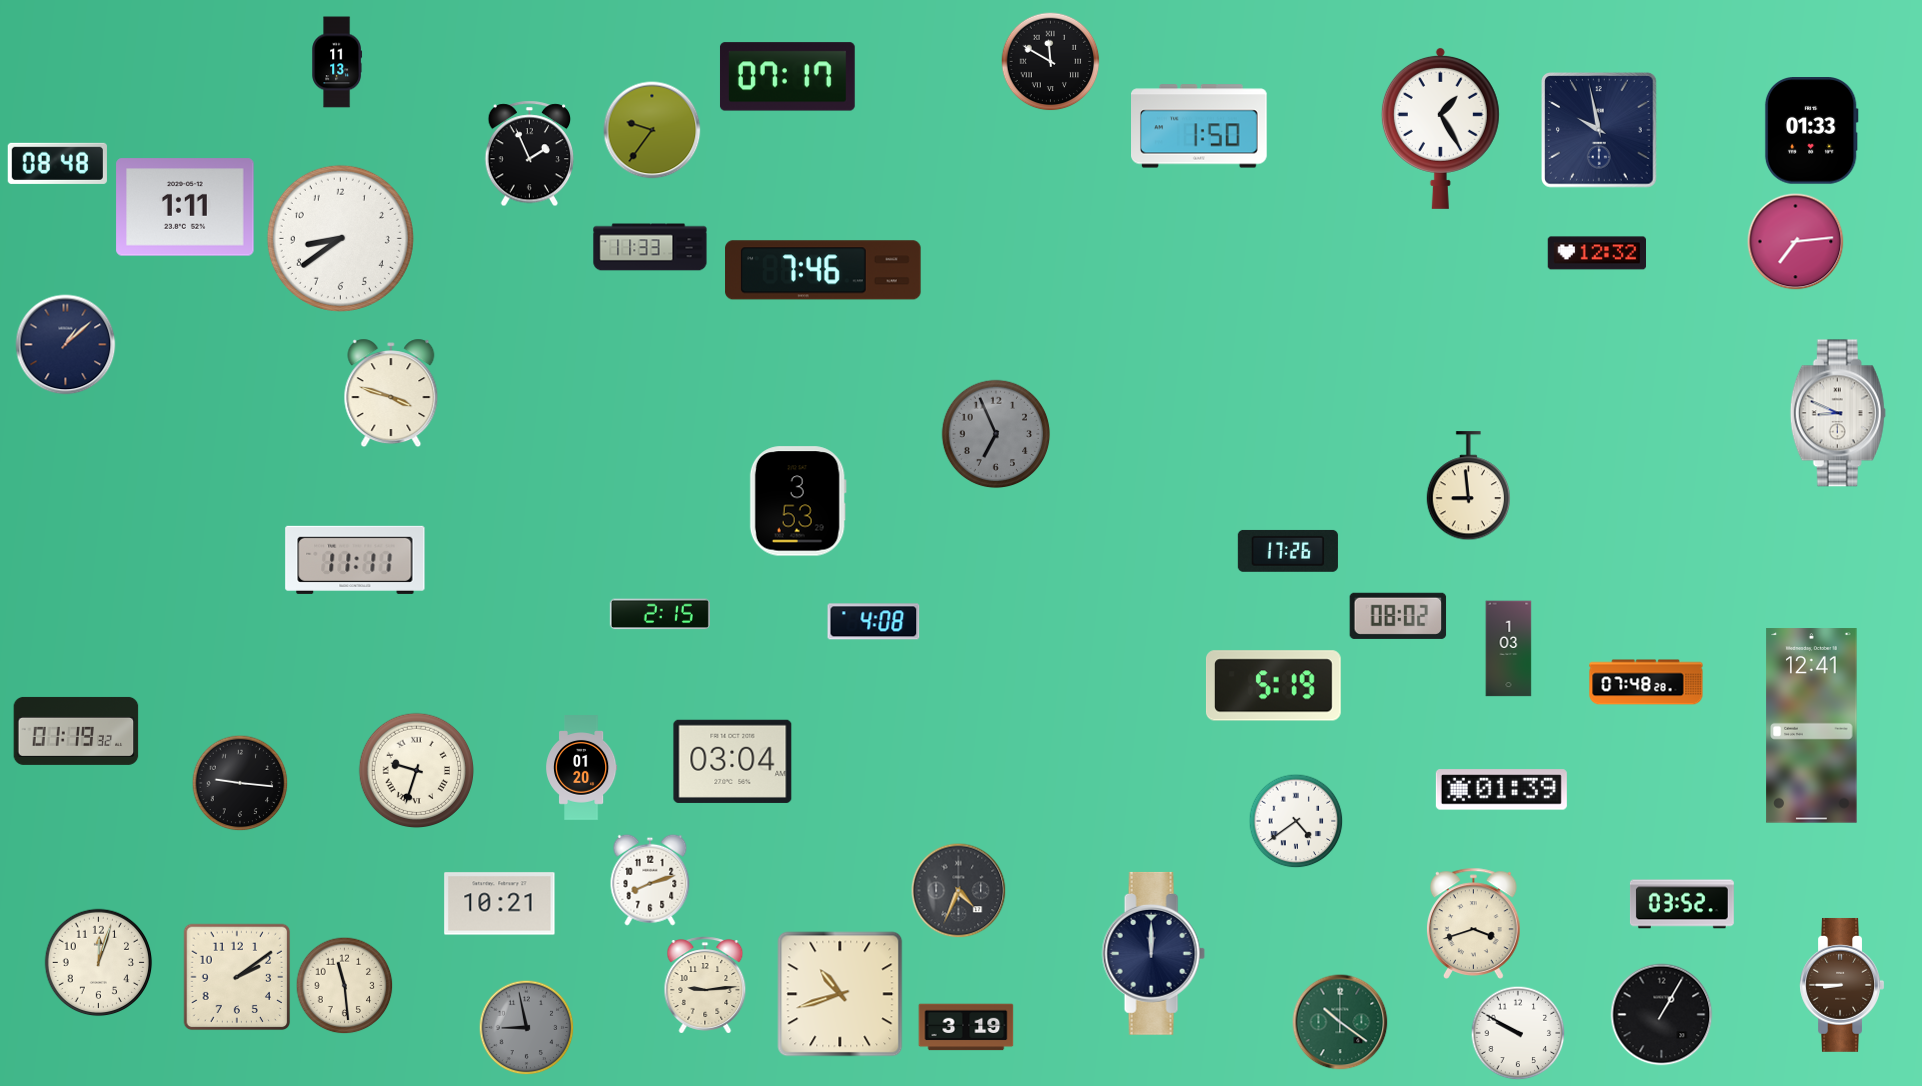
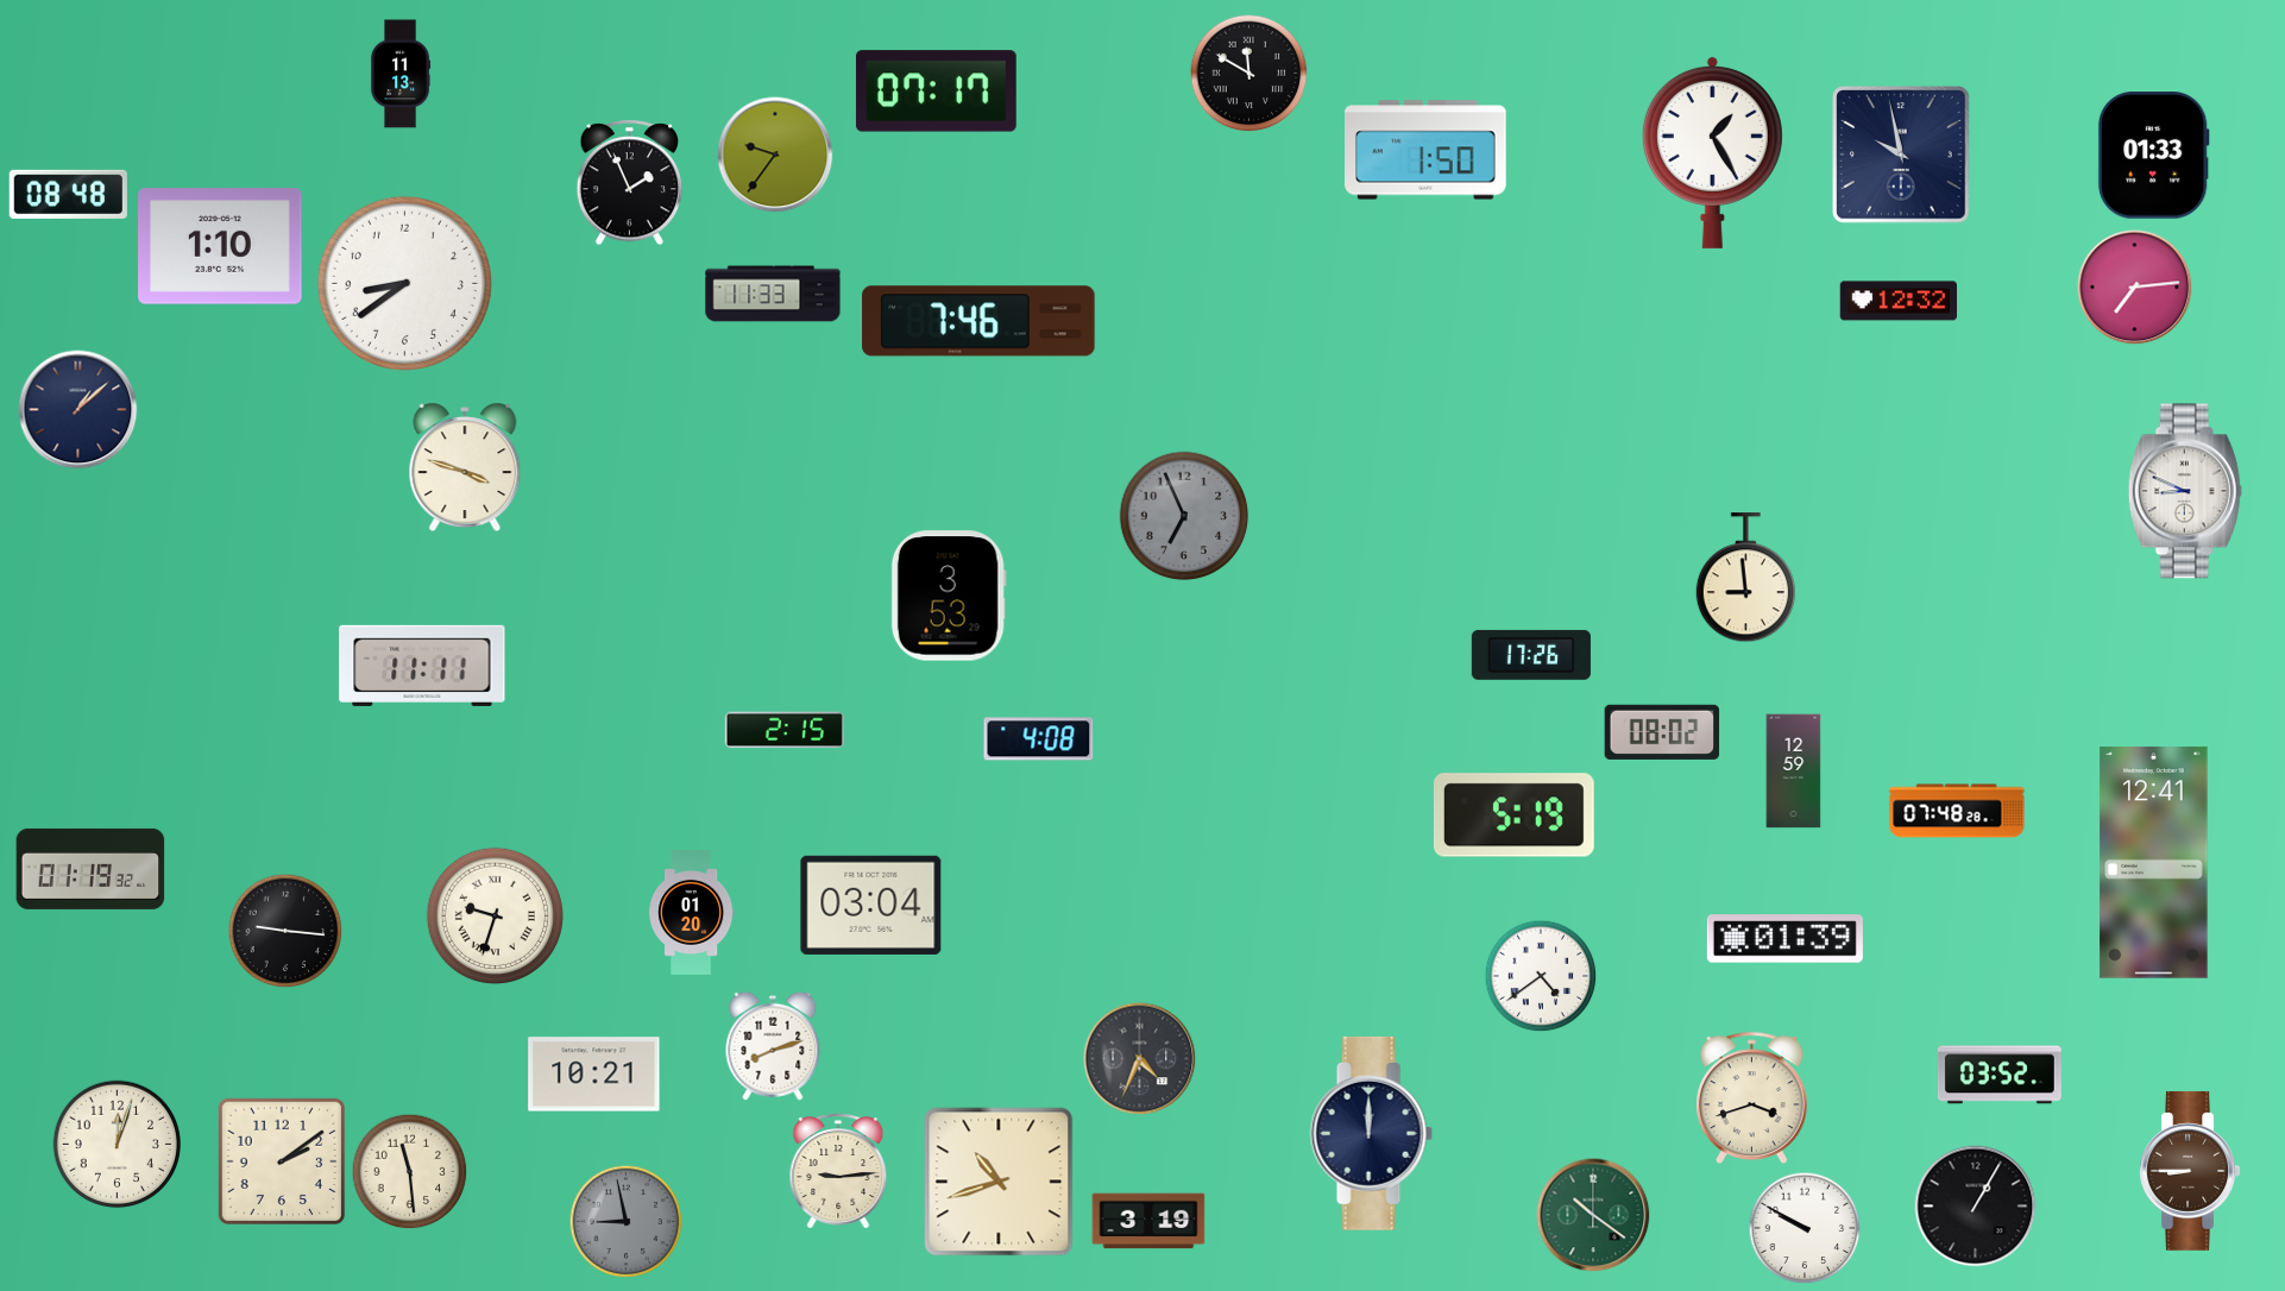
clock at (185, 207): 1:11 -> 1:10
clock at (1509, 649): 1:03 -> 12:59
